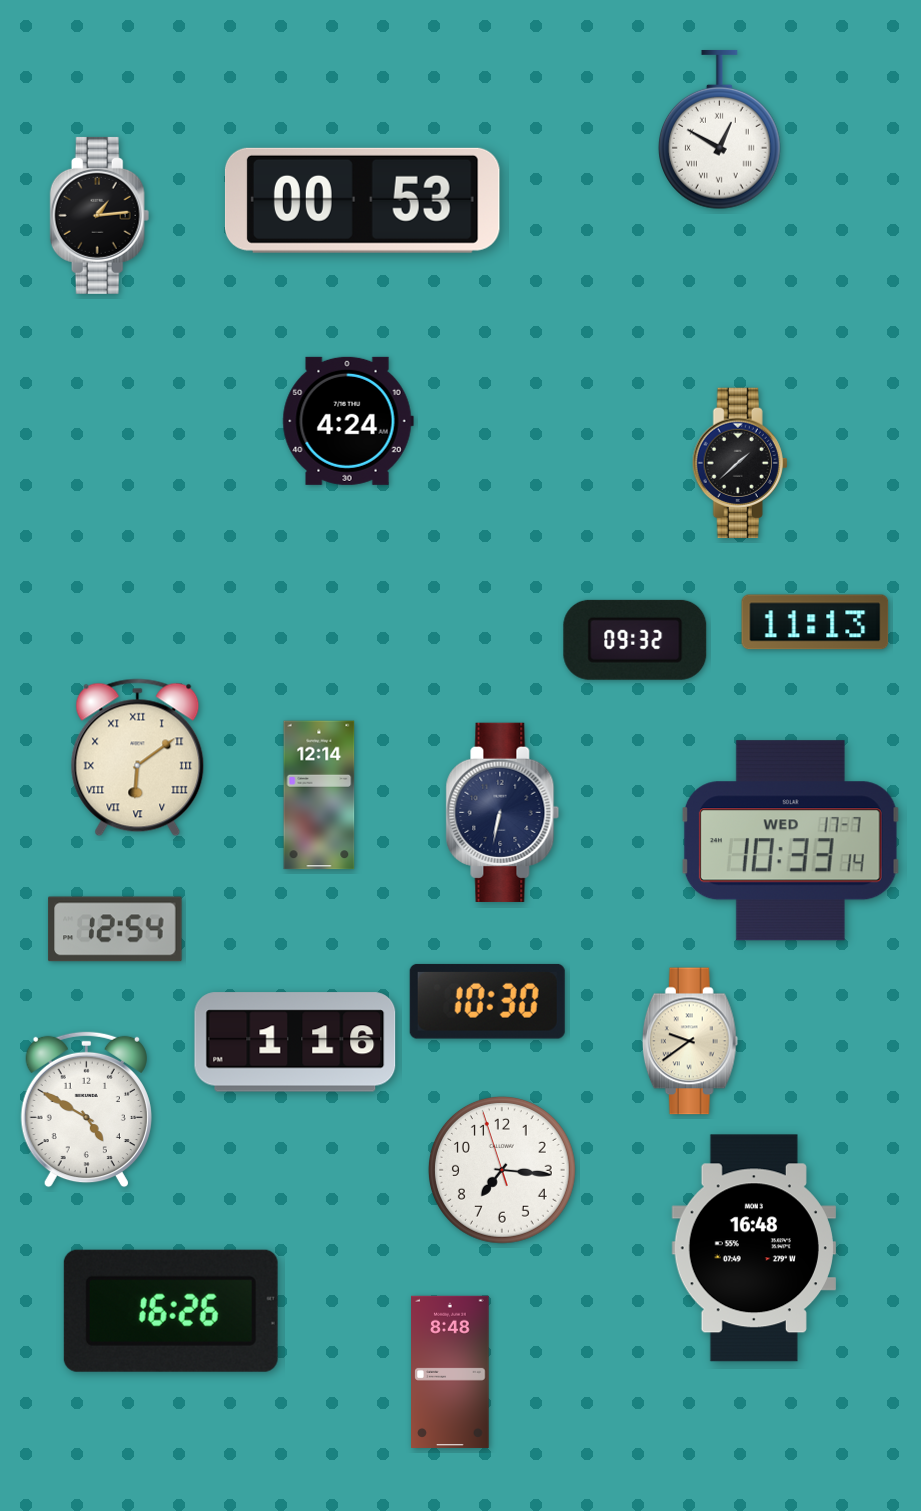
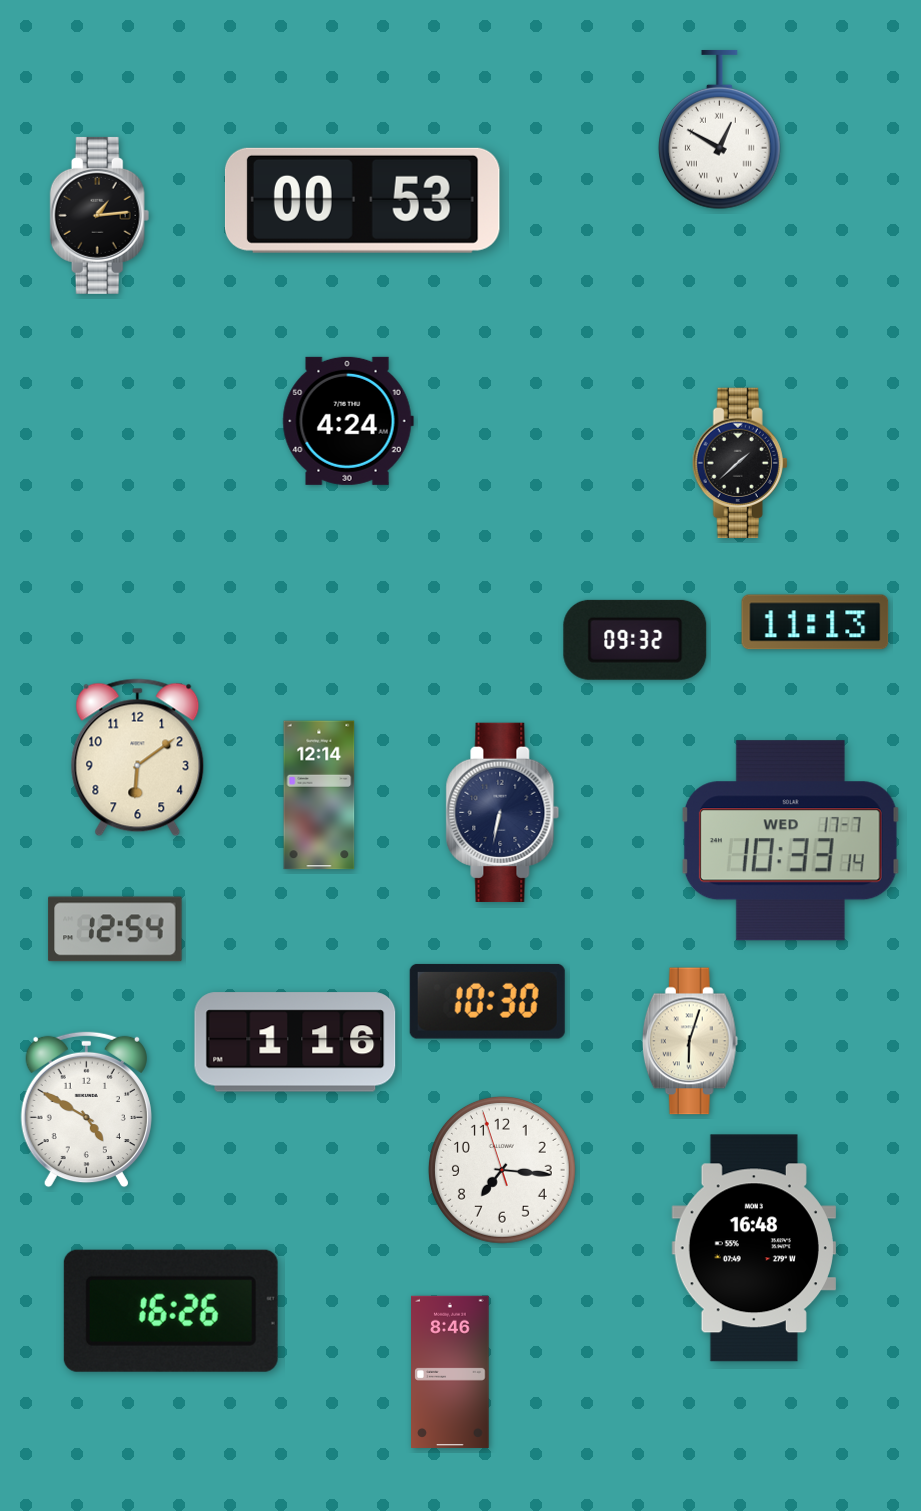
clock at (138, 758) numerals: Roman -> Arabic
clock at (690, 1041): 9:39 -> 6:03
clock at (450, 1372): 8:48 -> 8:46
